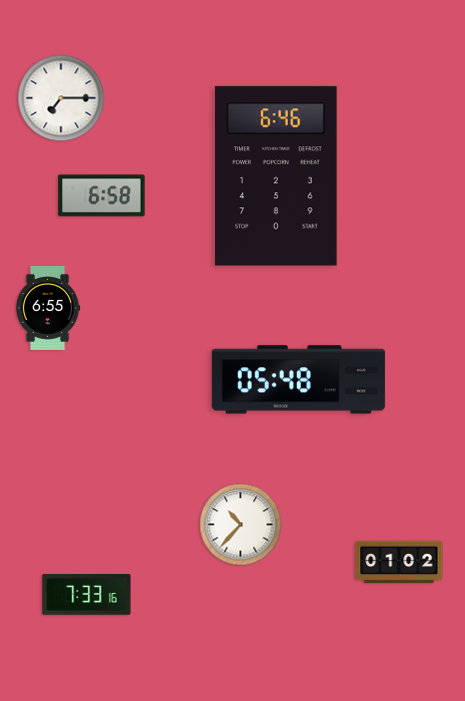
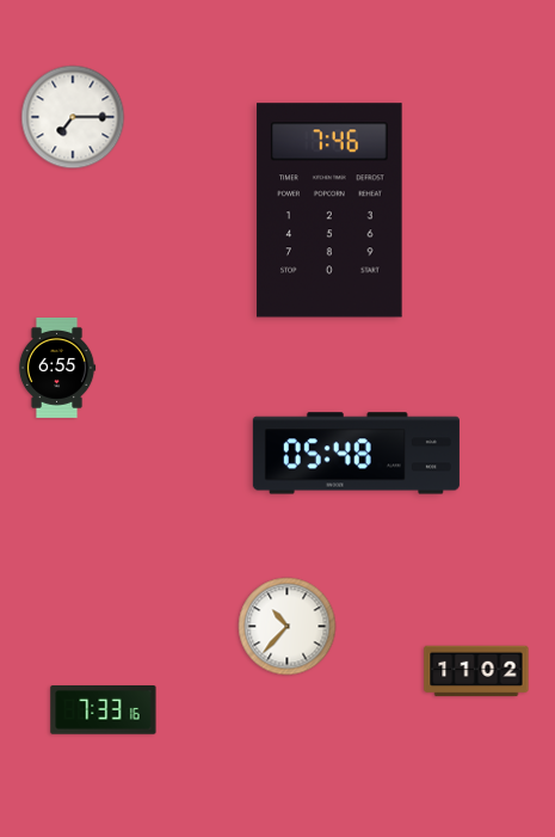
clock at (276, 176): 6:46 -> 7:46
clock at (102, 196): 6:58 -> none
clock at (399, 562): 01:02 -> 11:02
